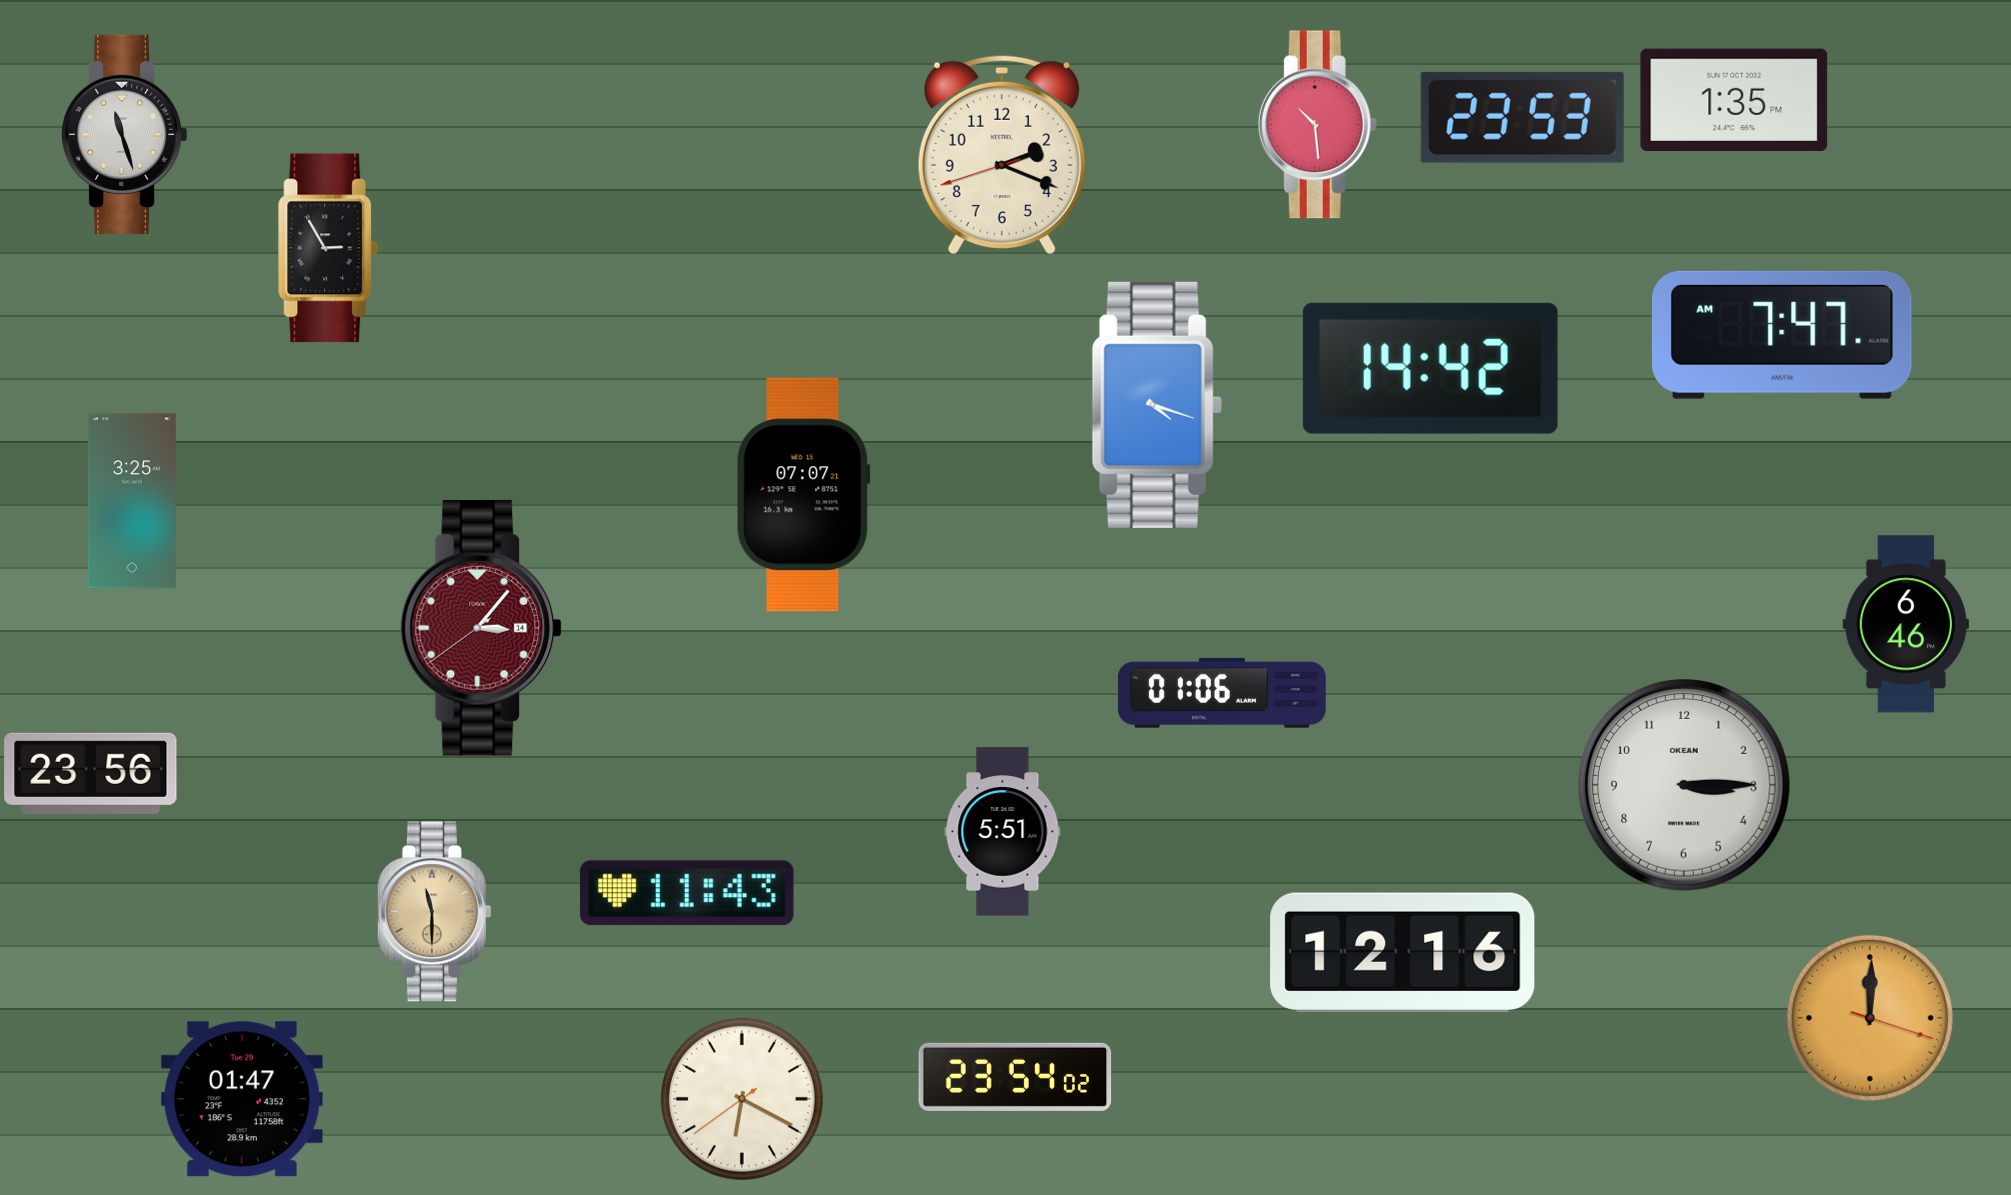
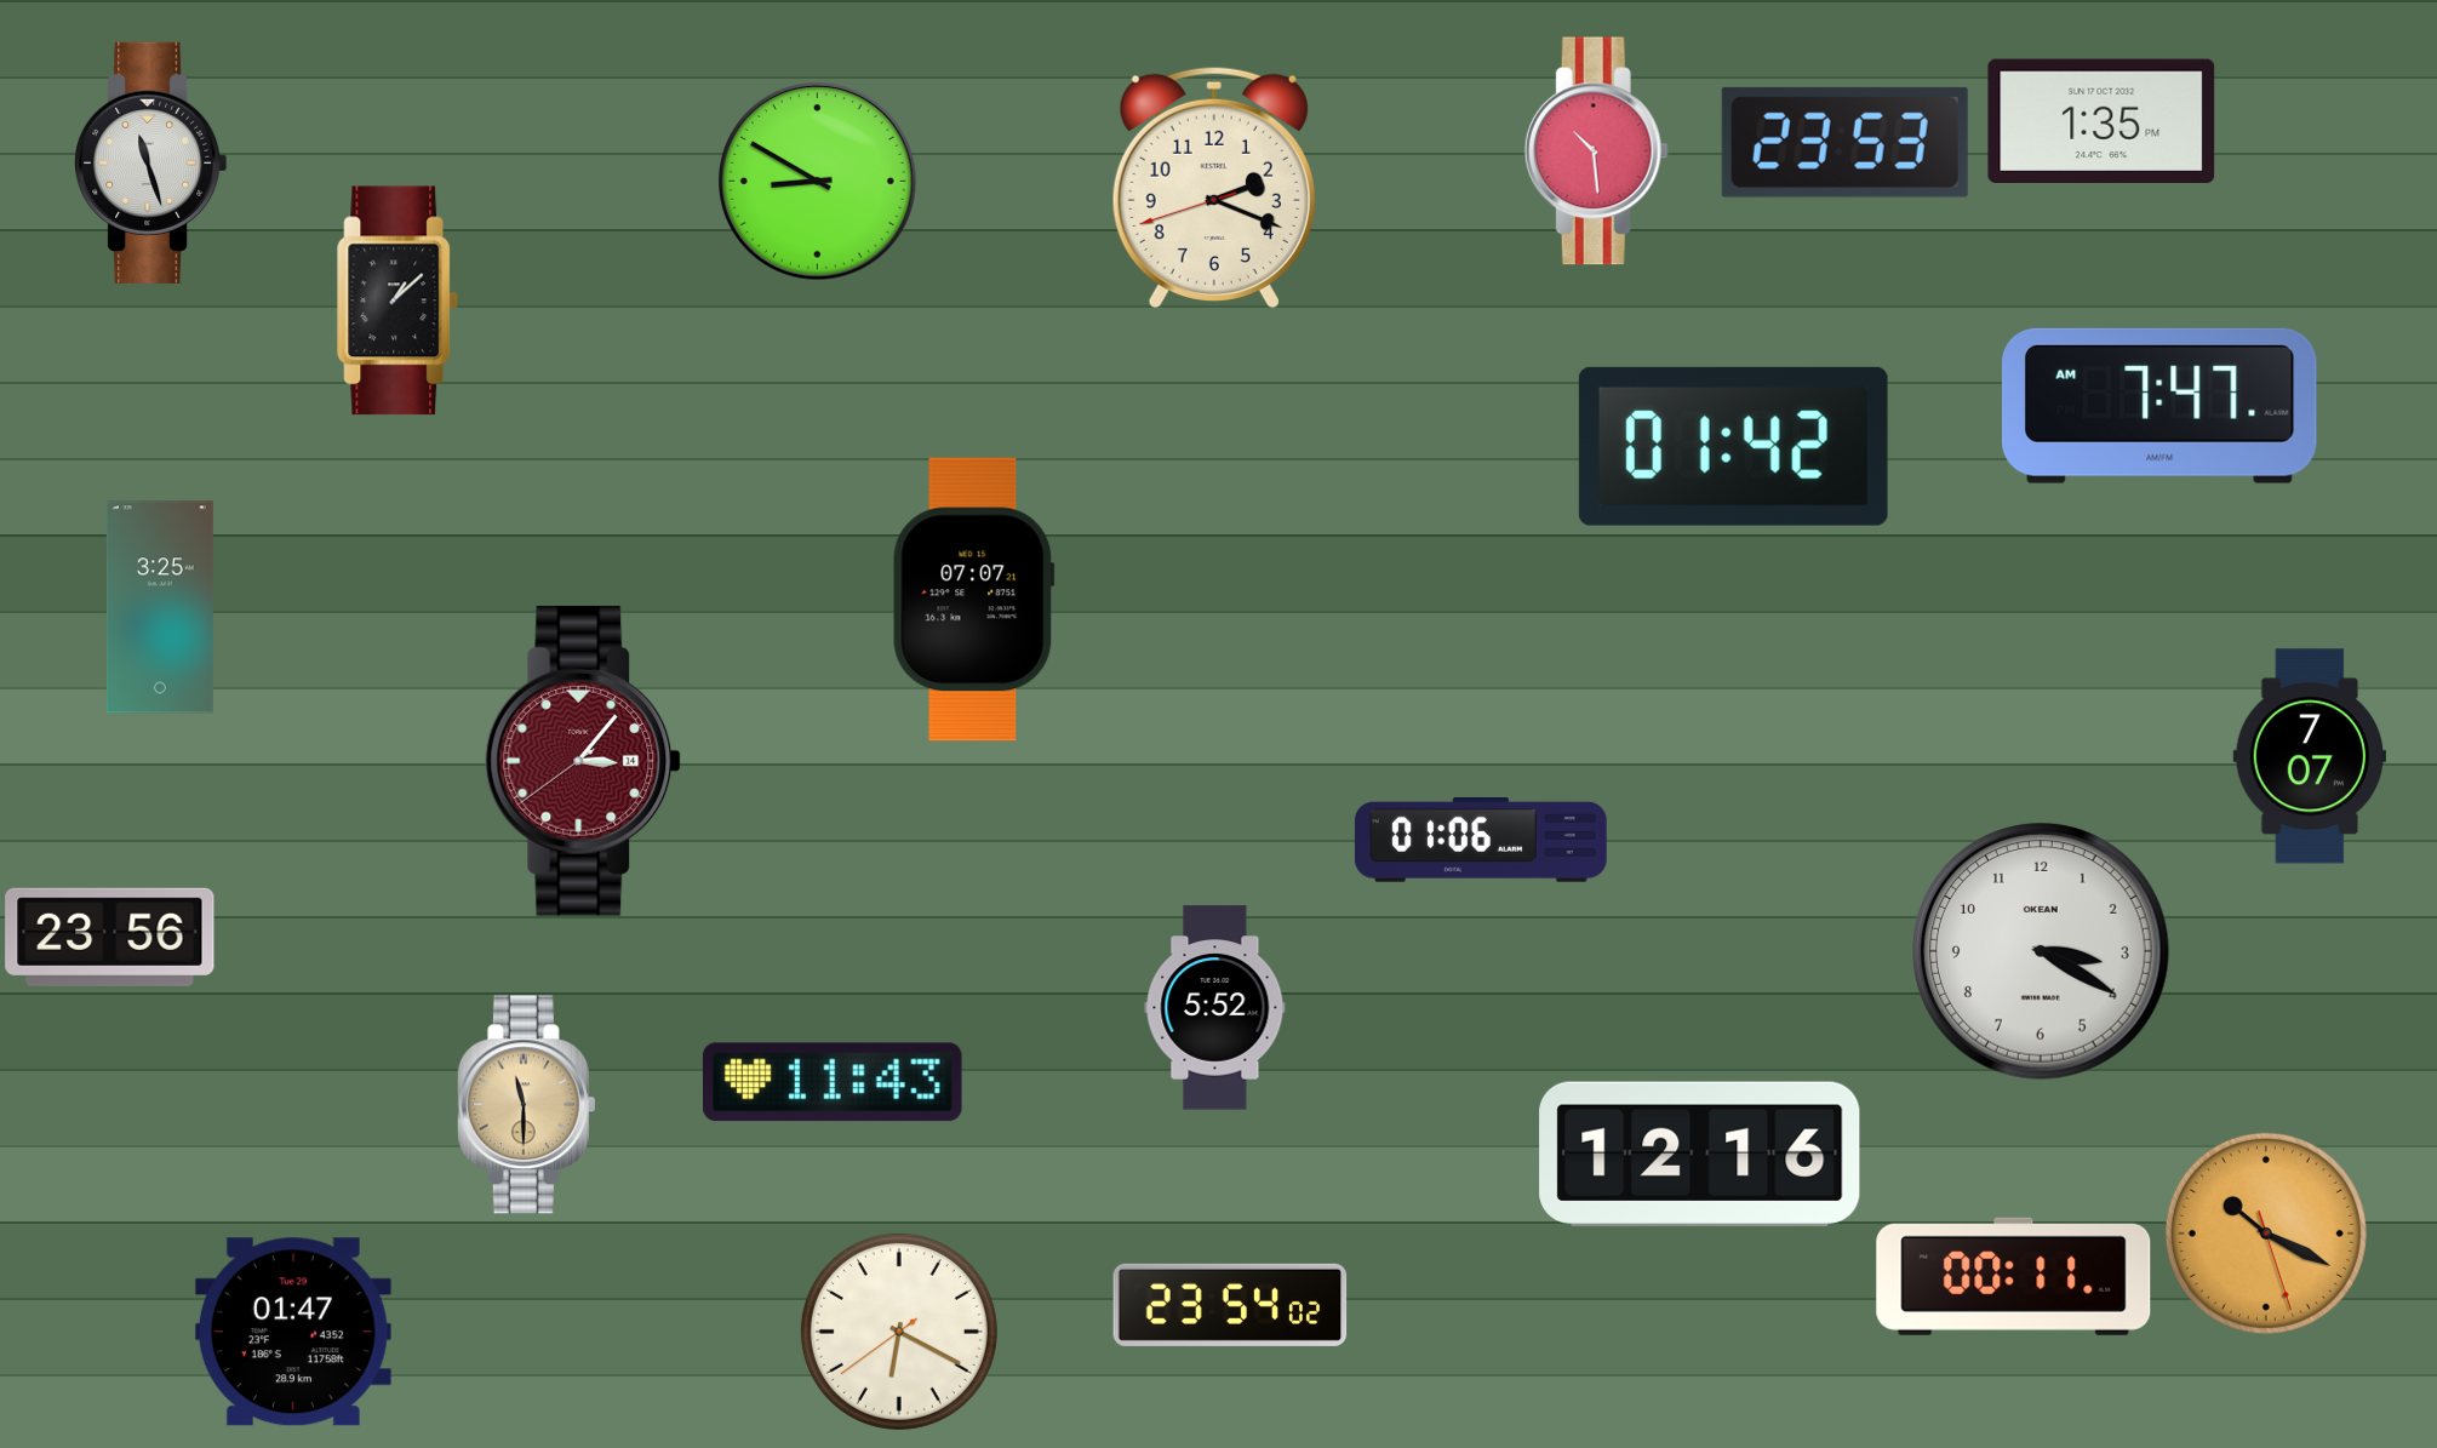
clock at (818, 182): none -> 8:50
clock at (328, 248): 2:55 -> 1:08
clock at (1430, 368): 14:42 -> 01:42
clock at (1157, 405): 4:18 -> none
clock at (1905, 624): 6:46 -> 7:07
clock at (1685, 786): 3:15 -> 3:20
clock at (1003, 832): 5:51 -> 5:52
clock at (1870, 1018): 12:00 -> 10:19
clock at (2014, 1276): none -> 00:11
